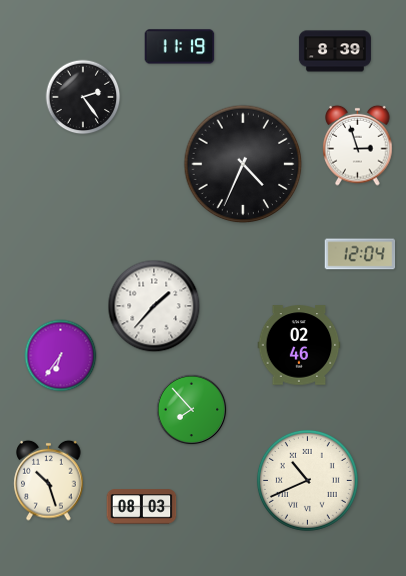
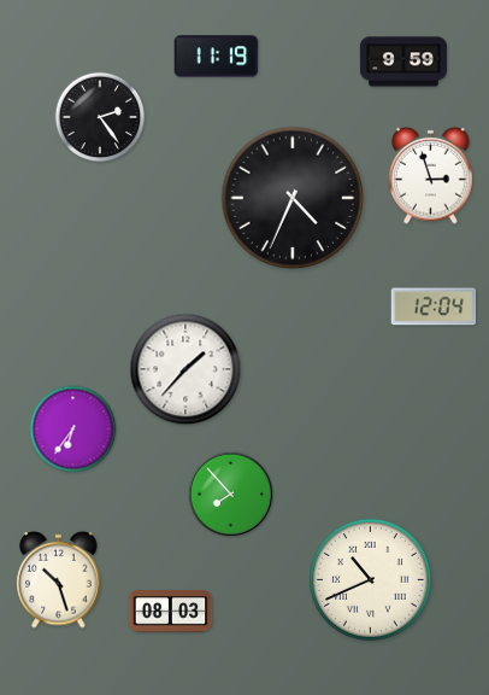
clock at (335, 51): 8:39 -> 9:59
clock at (299, 345): 02:46 -> none
